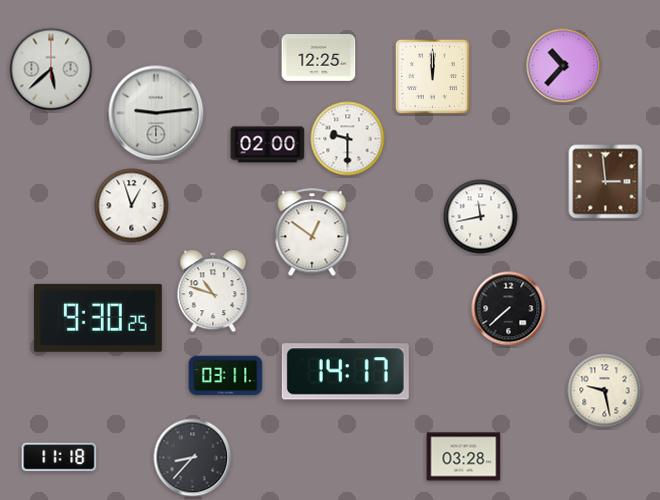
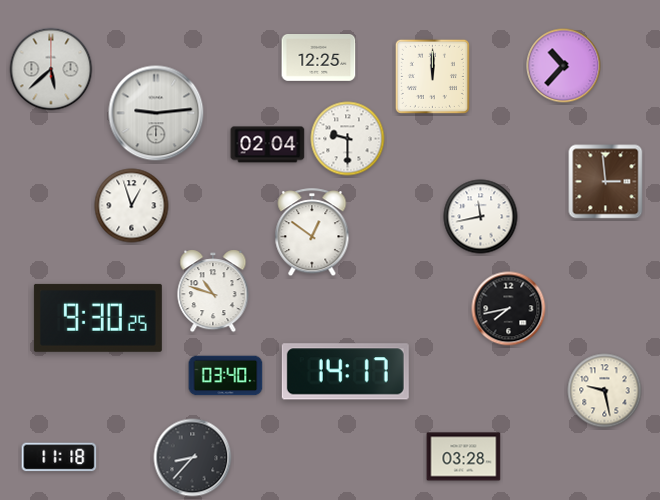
clock at (268, 145): 02:00 -> 02:04
clock at (509, 309): 7:38 -> 7:43
clock at (226, 376): 03:11 -> 03:40
